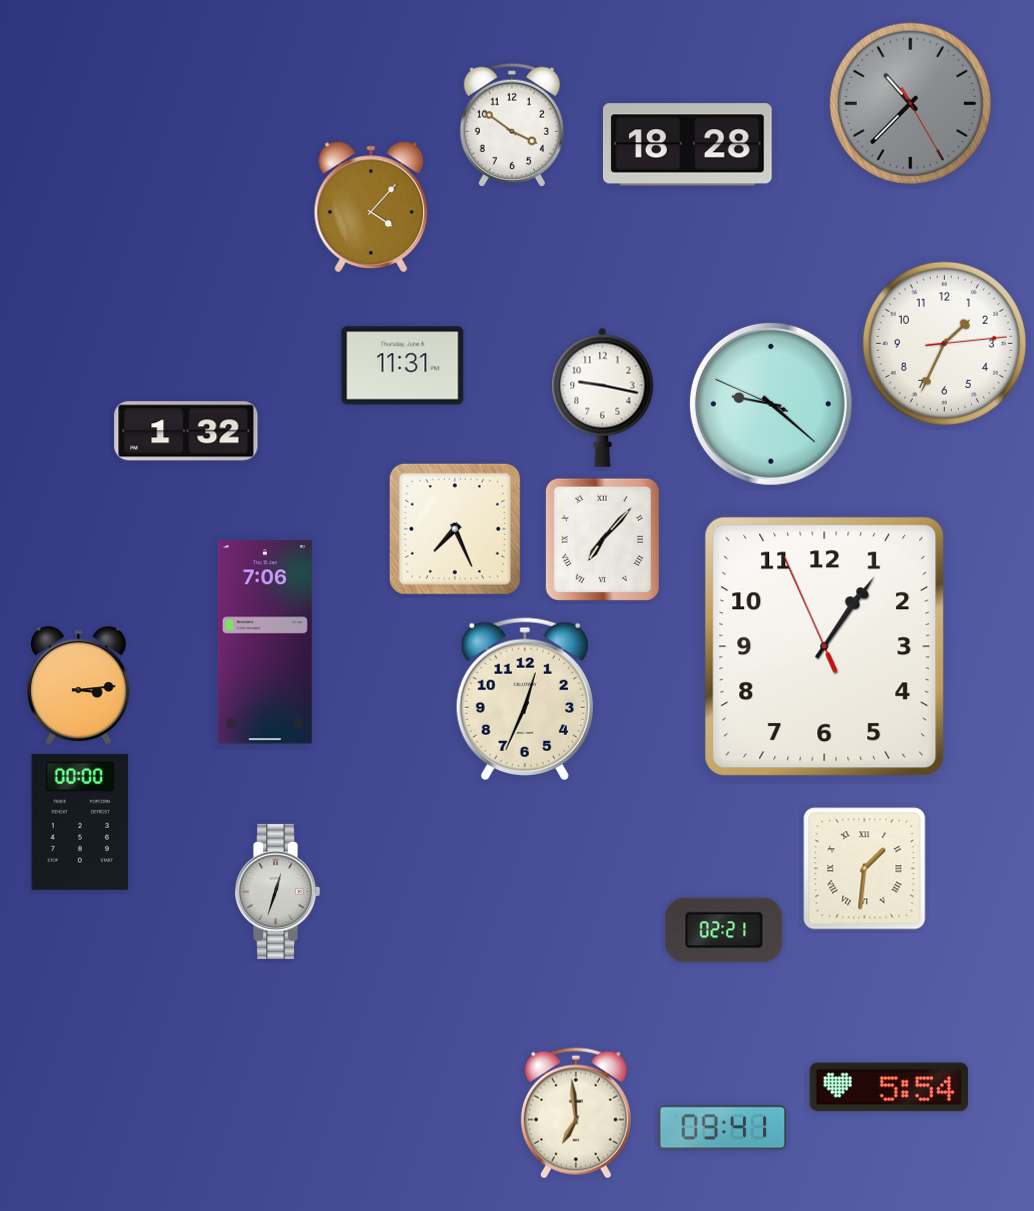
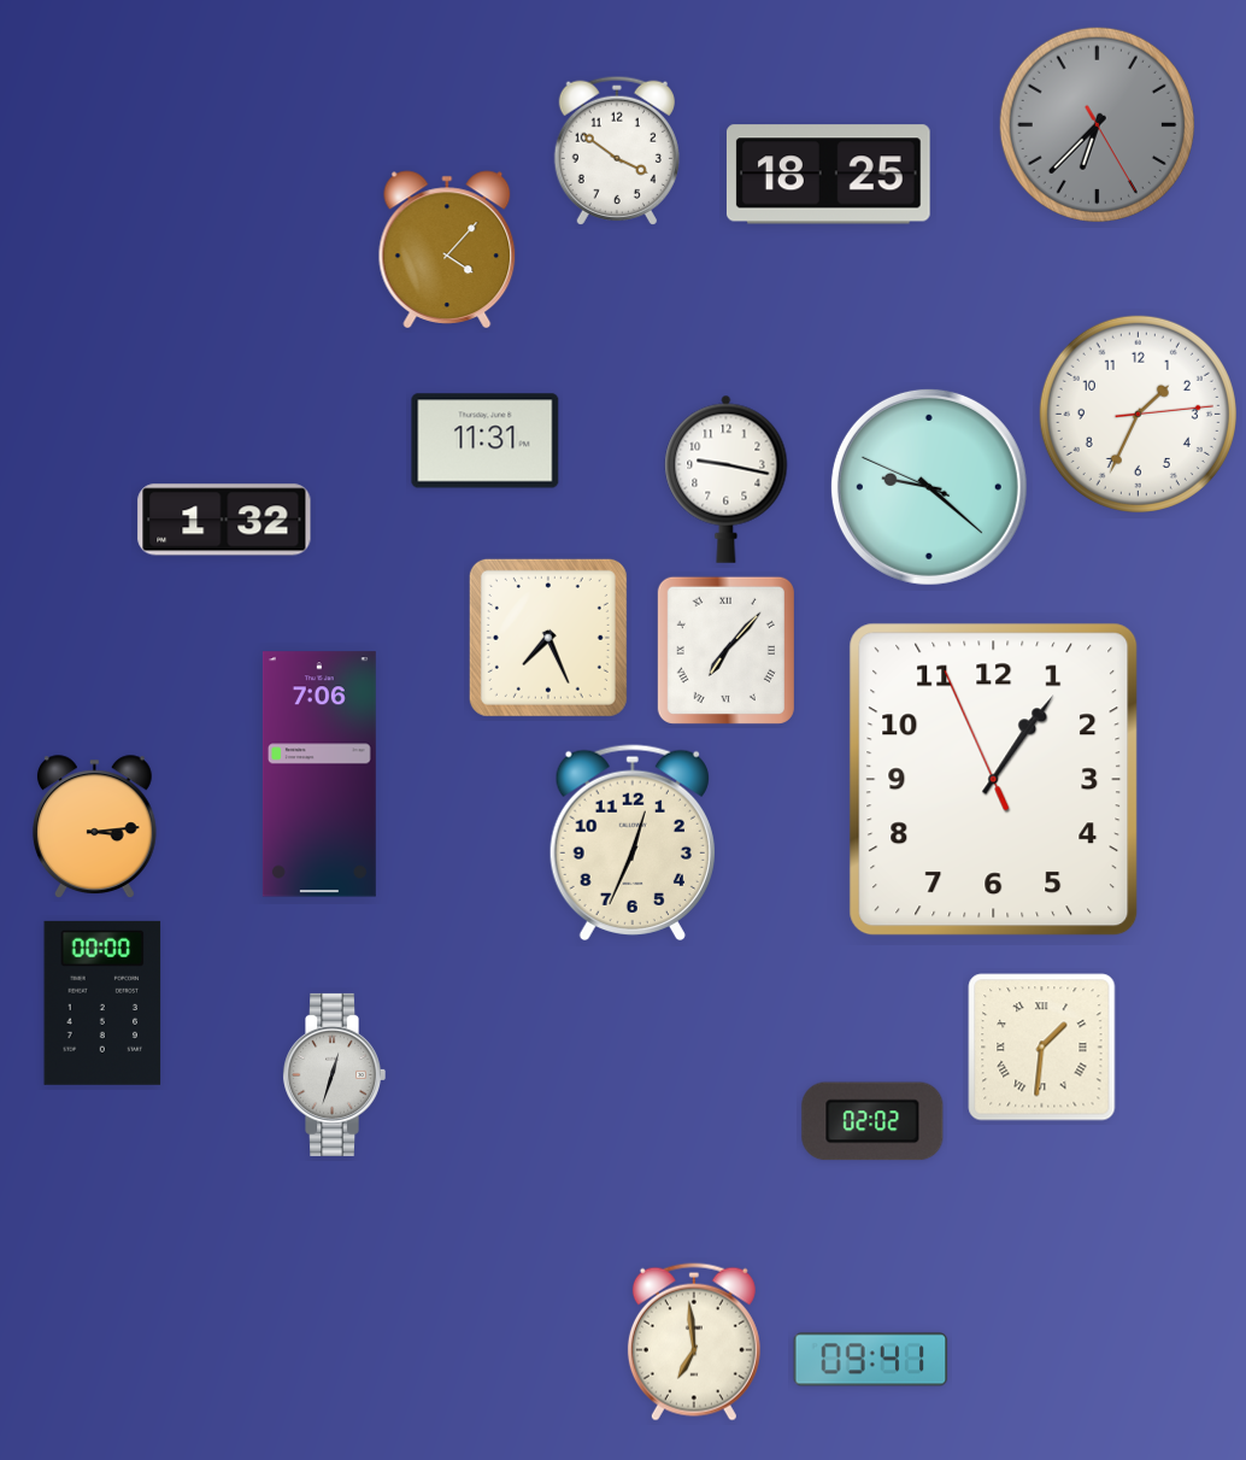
clock at (910, 103): 10:37 -> 6:37
clock at (687, 145): 18:28 -> 18:25
clock at (80, 822) position: (80, 822) -> (102, 1003)
clock at (724, 930): 02:21 -> 02:02
clock at (889, 1087): 5:54 -> none
